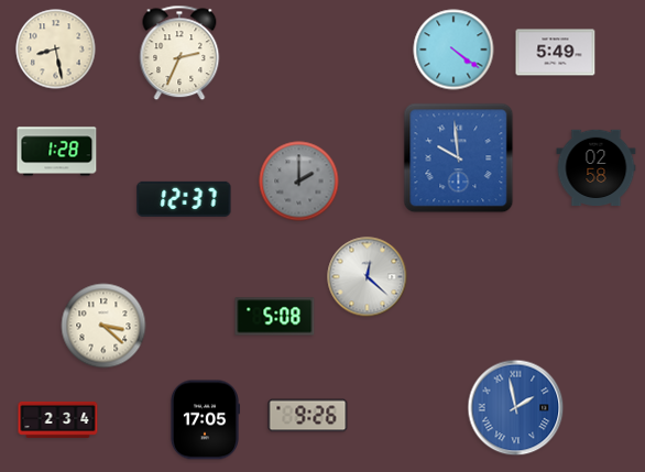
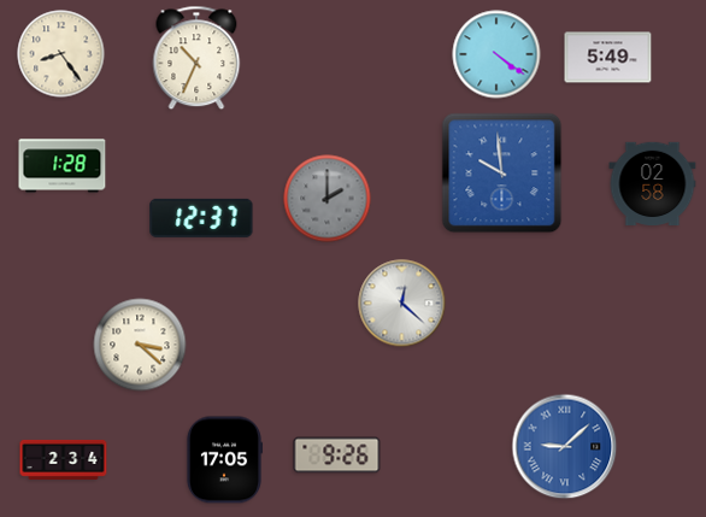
clock at (56, 50): 8:28 -> 8:24
clock at (179, 53): 2:34 -> 10:34
clock at (275, 317): 5:08 -> none
clock at (103, 326) position: (103, 326) -> (140, 345)
clock at (516, 408): 1:58 -> 9:08
